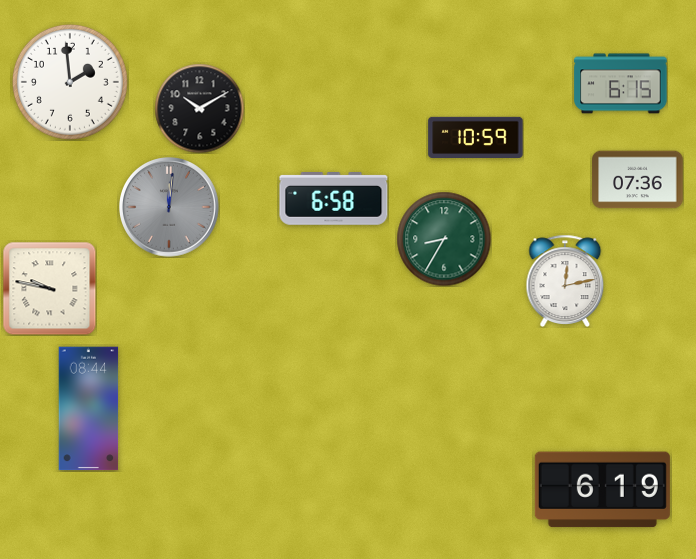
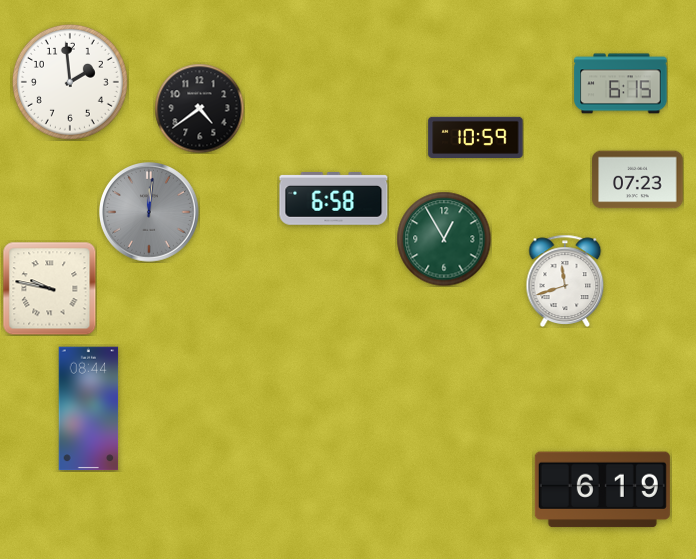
clock at (199, 108): 10:10 -> 4:39
clock at (638, 180): 07:36 -> 07:23
clock at (170, 208) position: (170, 208) -> (150, 213)
clock at (444, 239): 8:35 -> 12:55
clock at (565, 281): 12:13 -> 11:42
